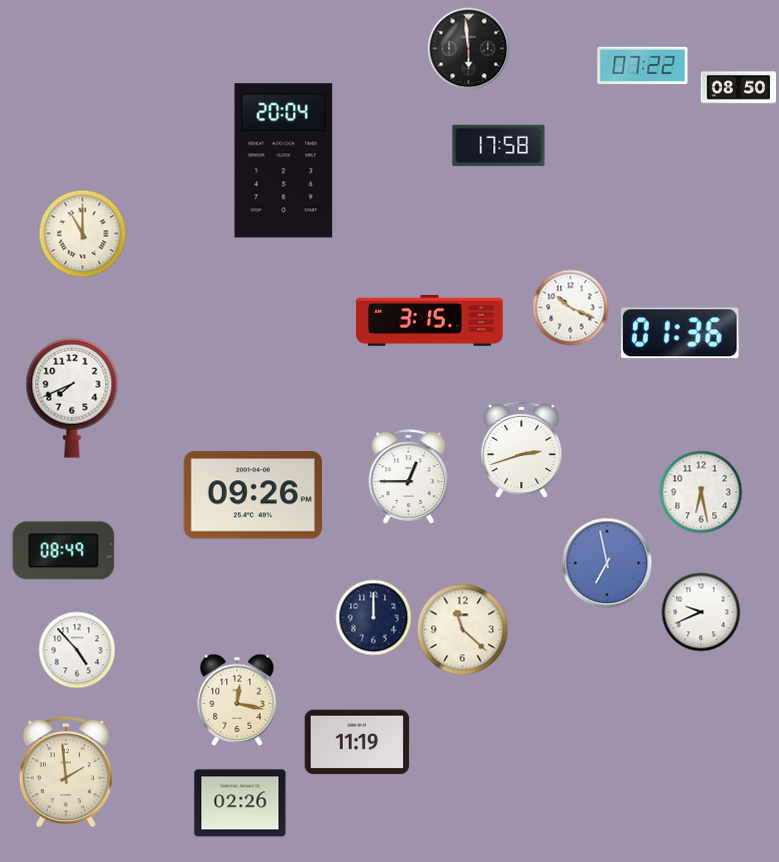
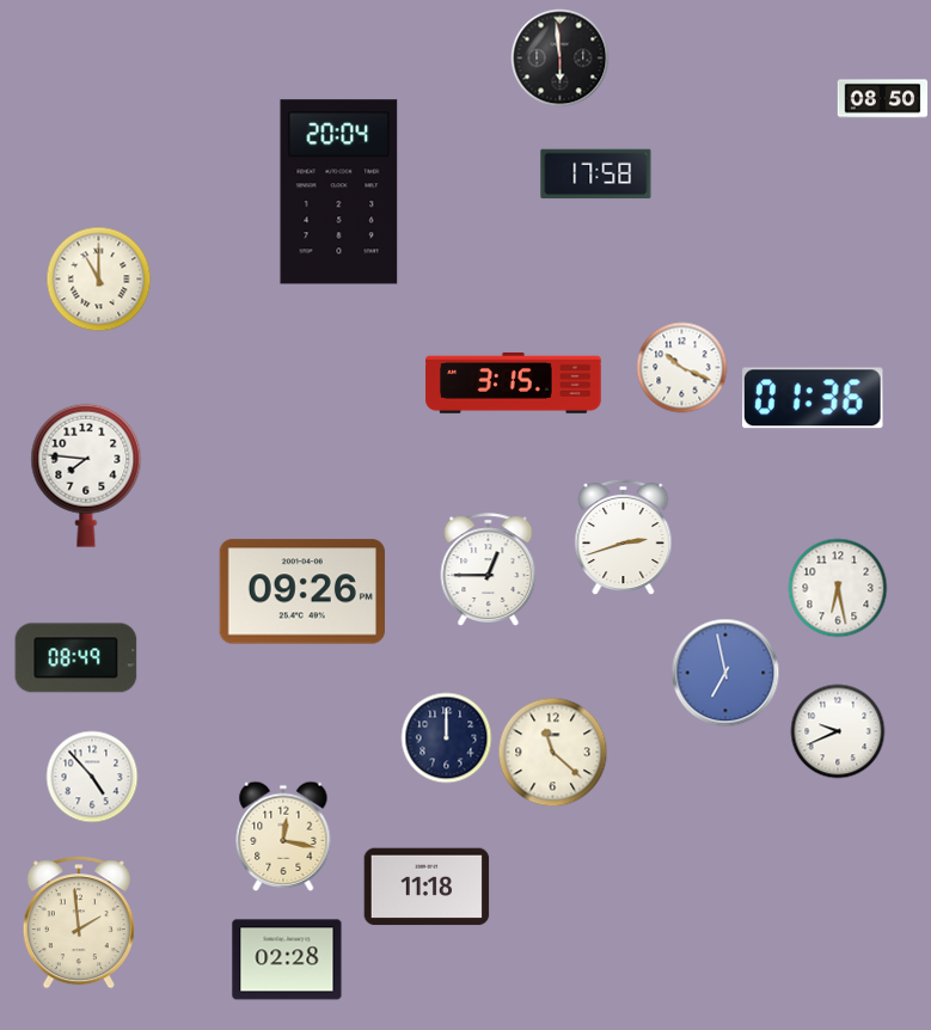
clock at (643, 66): 07:22 -> none
clock at (739, 88) position: (739, 88) -> (883, 99)
clock at (72, 398): 7:41 -> 7:46
clock at (357, 742): 11:19 -> 11:18
clock at (240, 803): 02:26 -> 02:28
